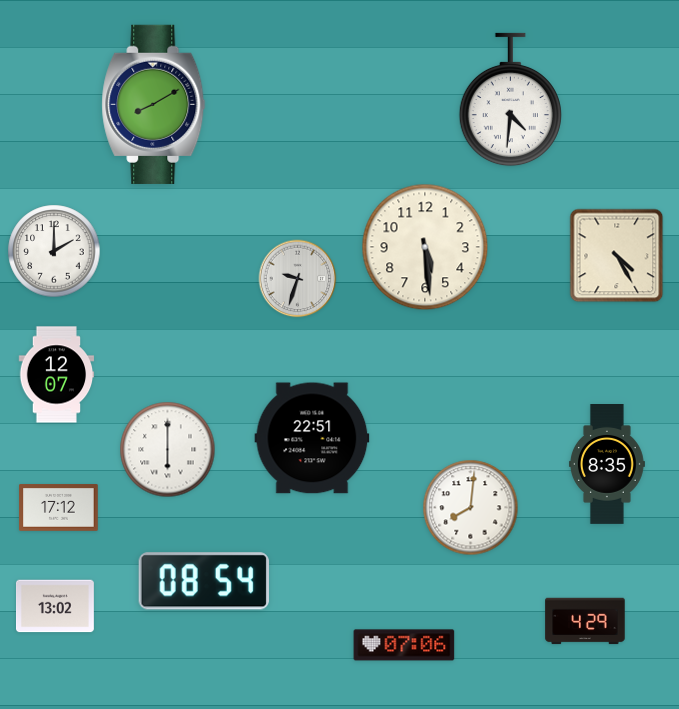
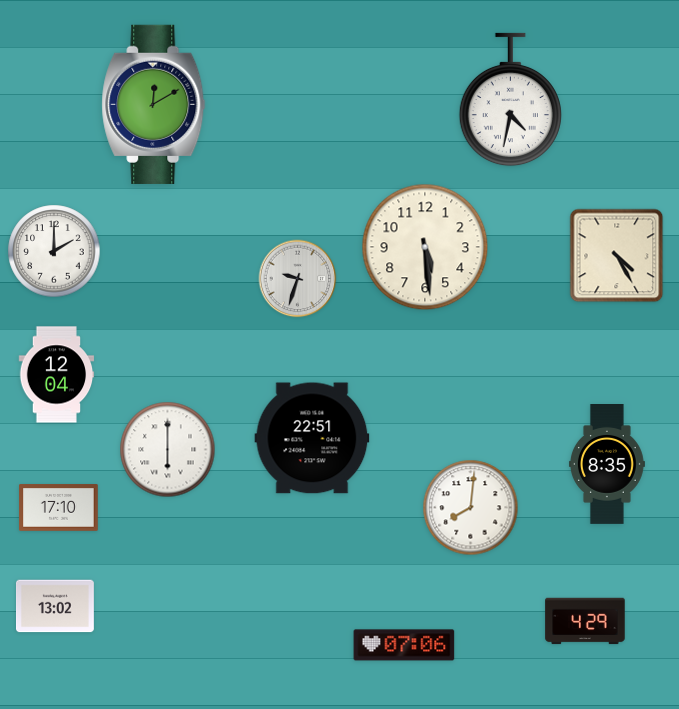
clock at (510, 100): 4:31 -> 4:32
clock at (154, 104): 8:10 -> 12:10
clock at (57, 375): 12:07 -> 12:04
clock at (59, 508): 17:12 -> 17:10
clock at (204, 581): 08:54 -> none
